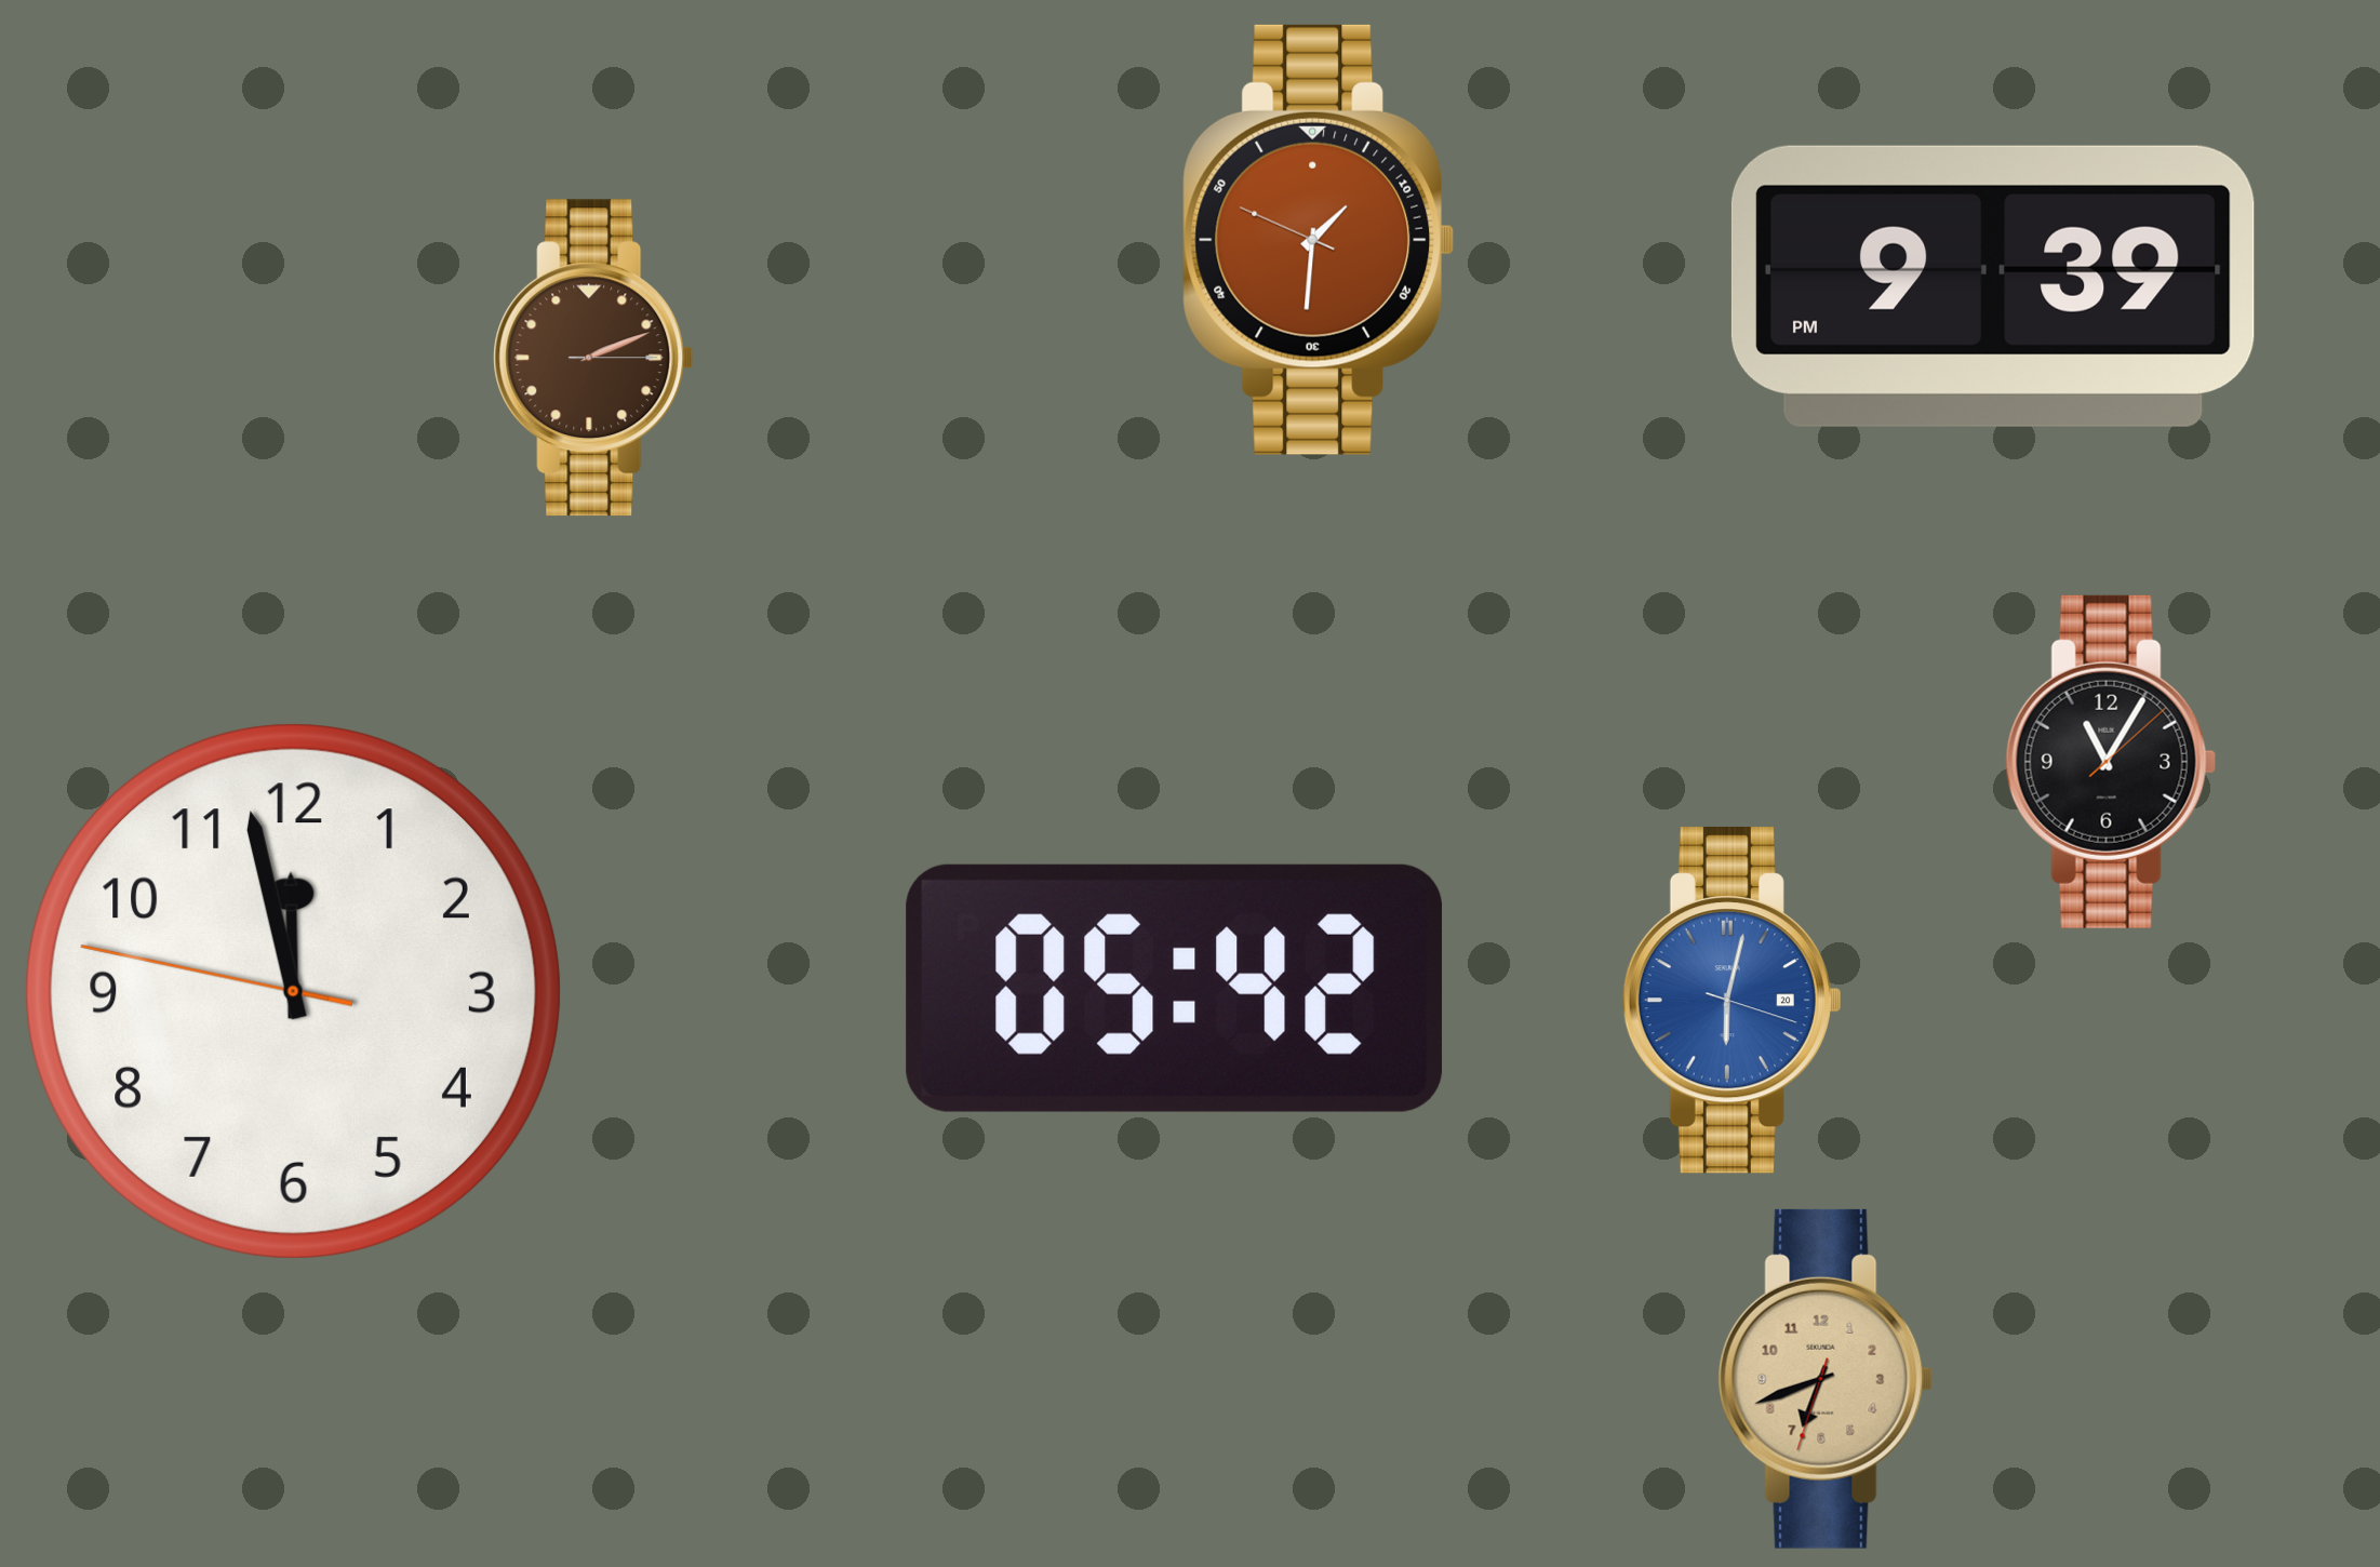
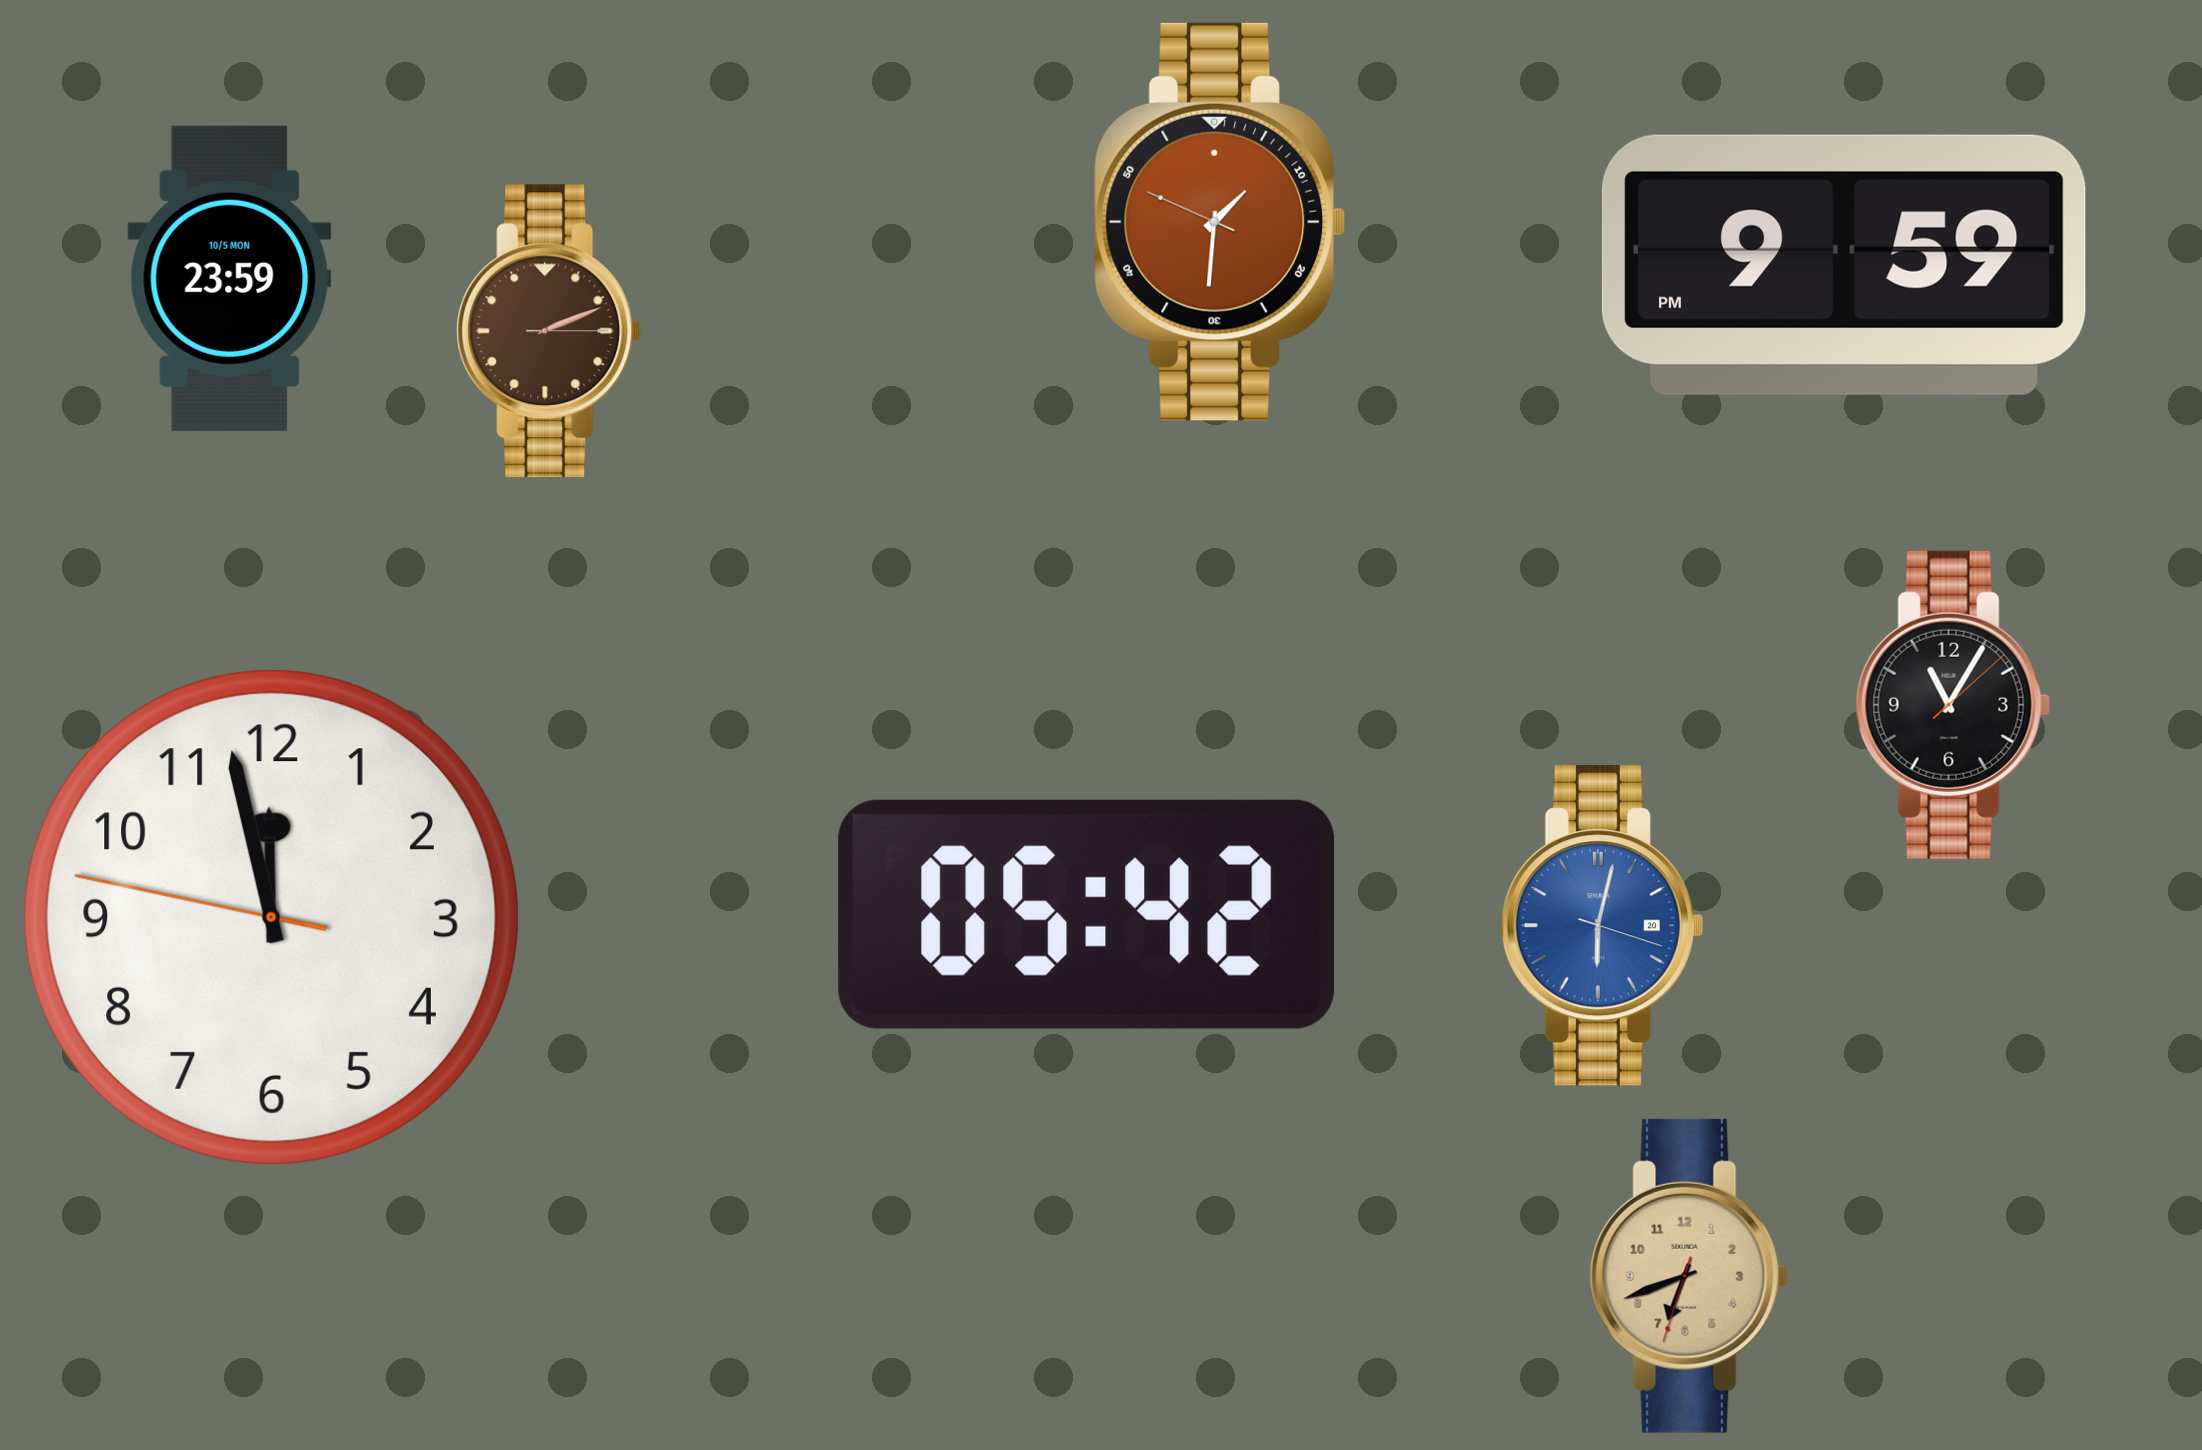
clock at (1993, 286): 9:39 -> 9:59
clock at (230, 278): none -> 23:59
